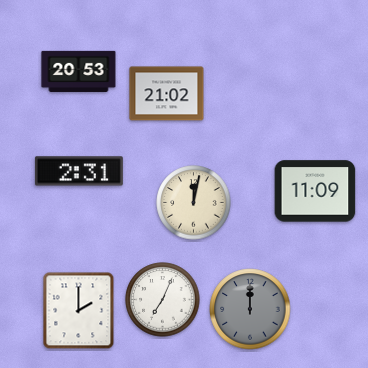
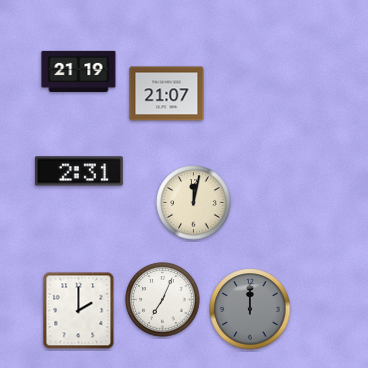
clock at (79, 71): 20:53 -> 21:19
clock at (167, 94): 21:02 -> 21:07
clock at (315, 191): 11:09 -> none
